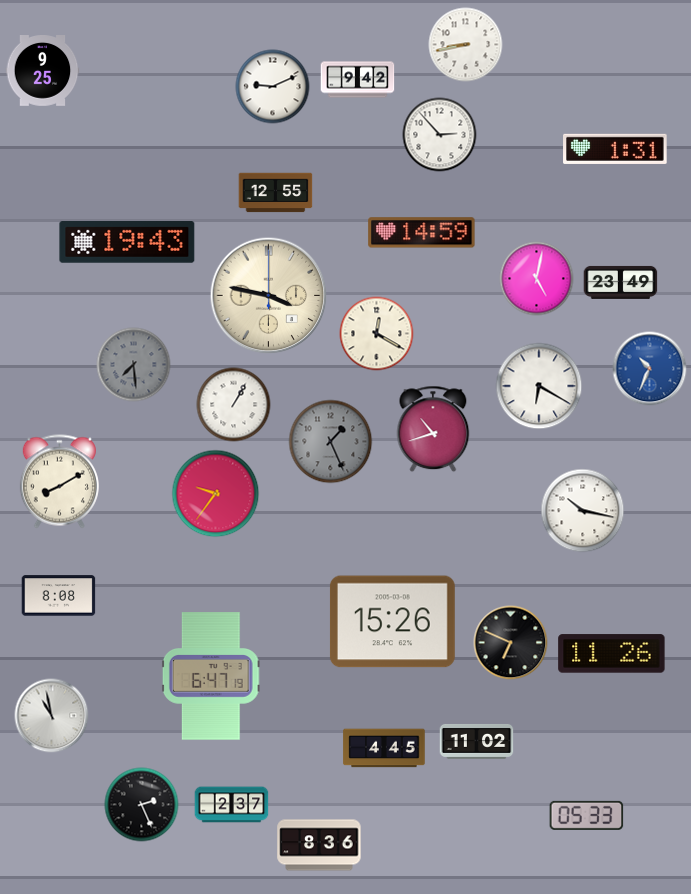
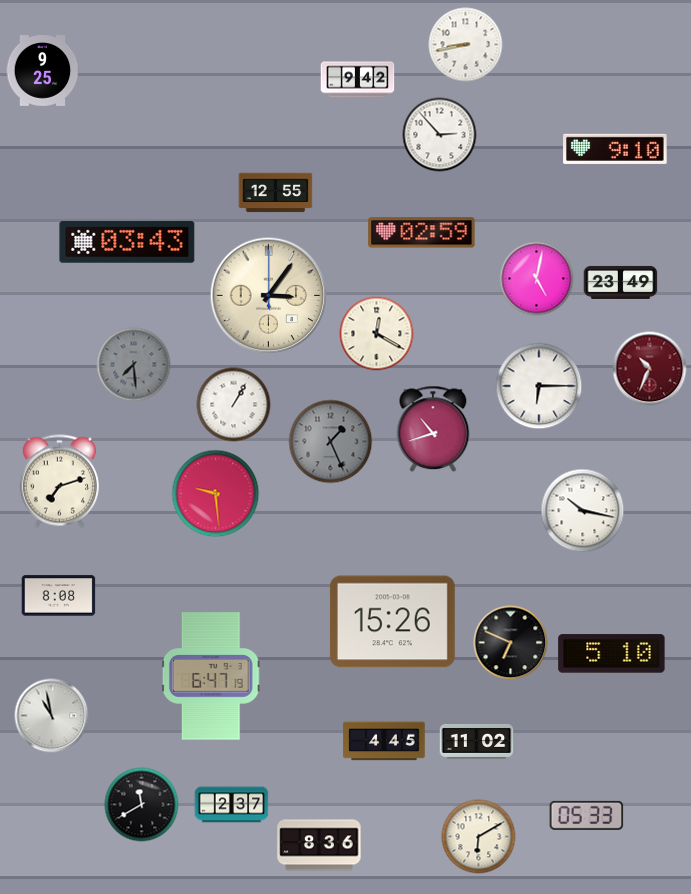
clock at (273, 87): 9:11 -> none
clock at (615, 149): 1:31 -> 9:10
clock at (422, 233): 14:59 -> 02:59
clock at (127, 243): 19:43 -> 03:43
clock at (269, 296): 3:47 -> 3:06
clock at (650, 369) dial: blue -> burgundy
clock at (539, 386): 6:20 -> 6:15
clock at (59, 482): 8:10 -> 7:12
clock at (216, 494): 9:36 -> 9:29
clock at (612, 654): 11:26 -> 5:10
clock at (384, 748) position: (384, 748) -> (384, 741)
clock at (142, 805): 2:26 -> 11:40
clock at (479, 837): none -> 6:10
